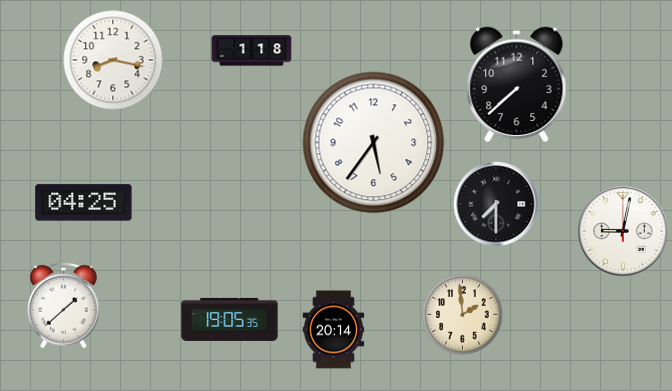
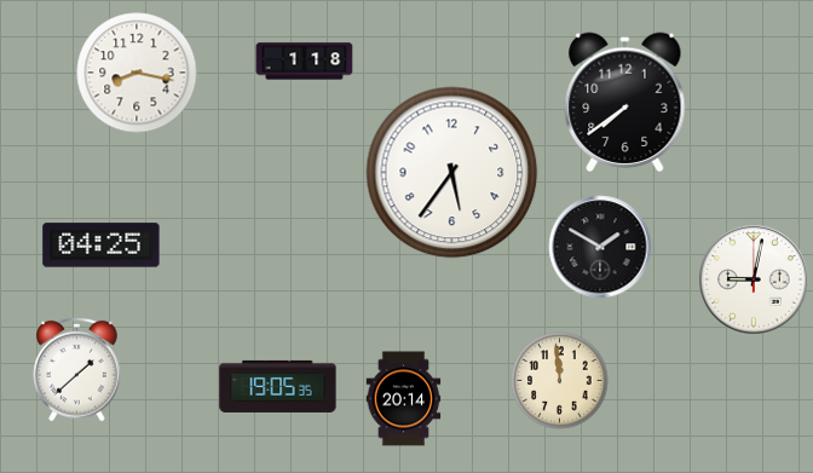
clock at (517, 84): 7:38 -> 7:39
clock at (496, 204): 7:30 -> 1:50
clock at (463, 315): 1:59 -> 11:59
